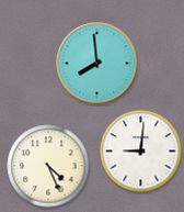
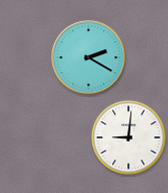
clock at (97, 64): 7:59 -> 2:20
clock at (48, 166): 4:26 -> none
